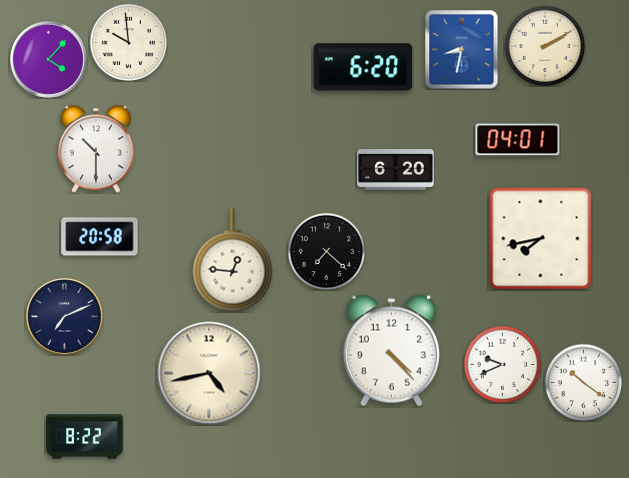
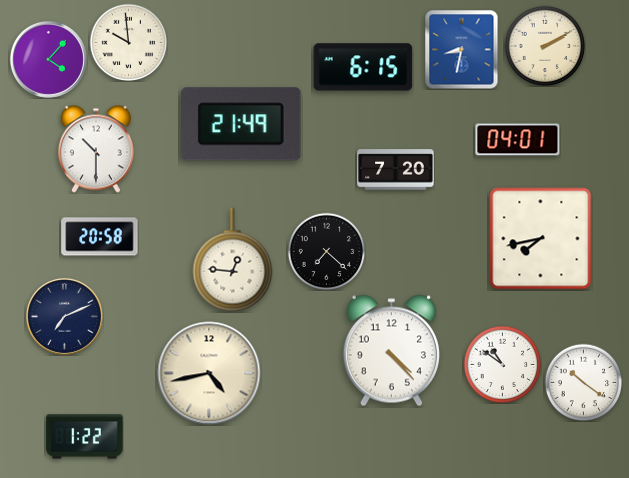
clock at (363, 67): 6:20 -> 6:15
clock at (242, 124): none -> 21:49
clock at (396, 170): 6:20 -> 7:20
clock at (502, 364): 9:41 -> 10:51
clock at (85, 437): 8:22 -> 1:22
